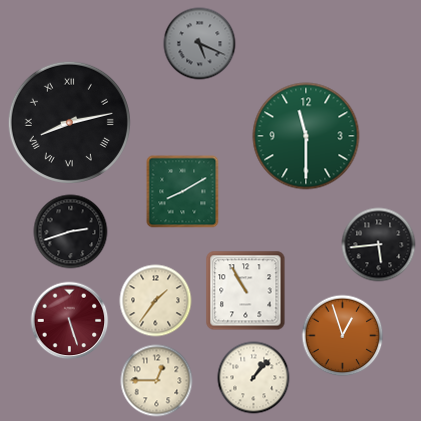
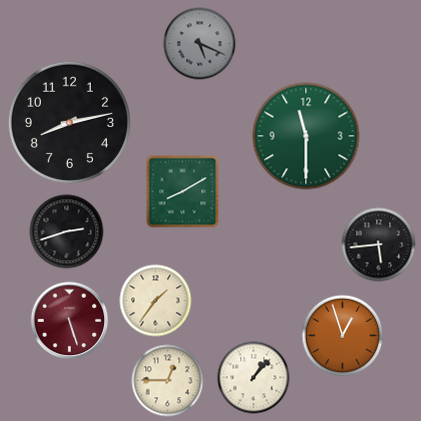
clock at (69, 122) numerals: Roman -> Arabic
clock at (71, 232) position: (71, 232) -> (67, 232)
clock at (246, 291): 10:55 -> none
clock at (157, 381) position: (157, 381) -> (168, 381)
